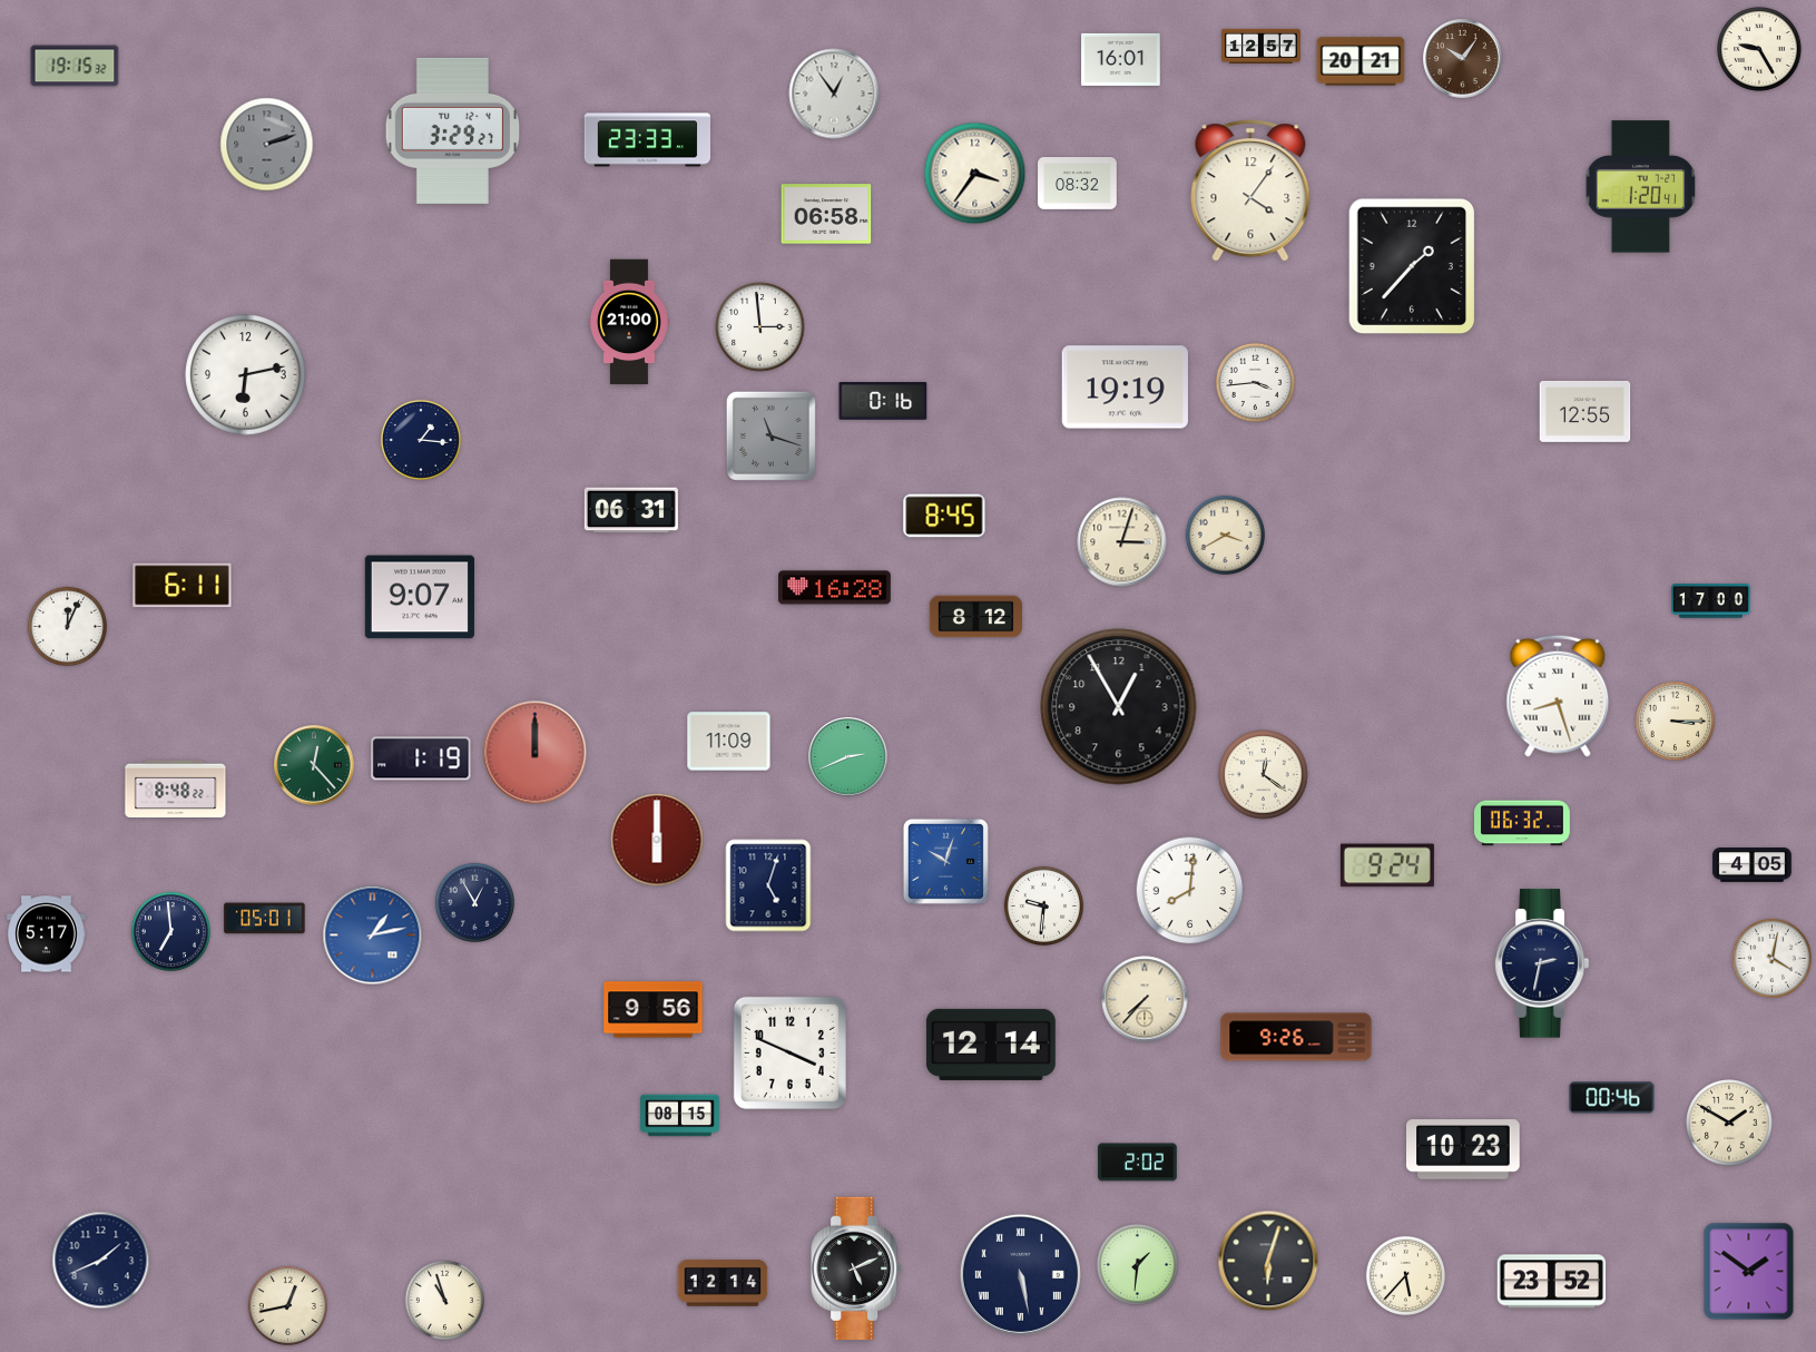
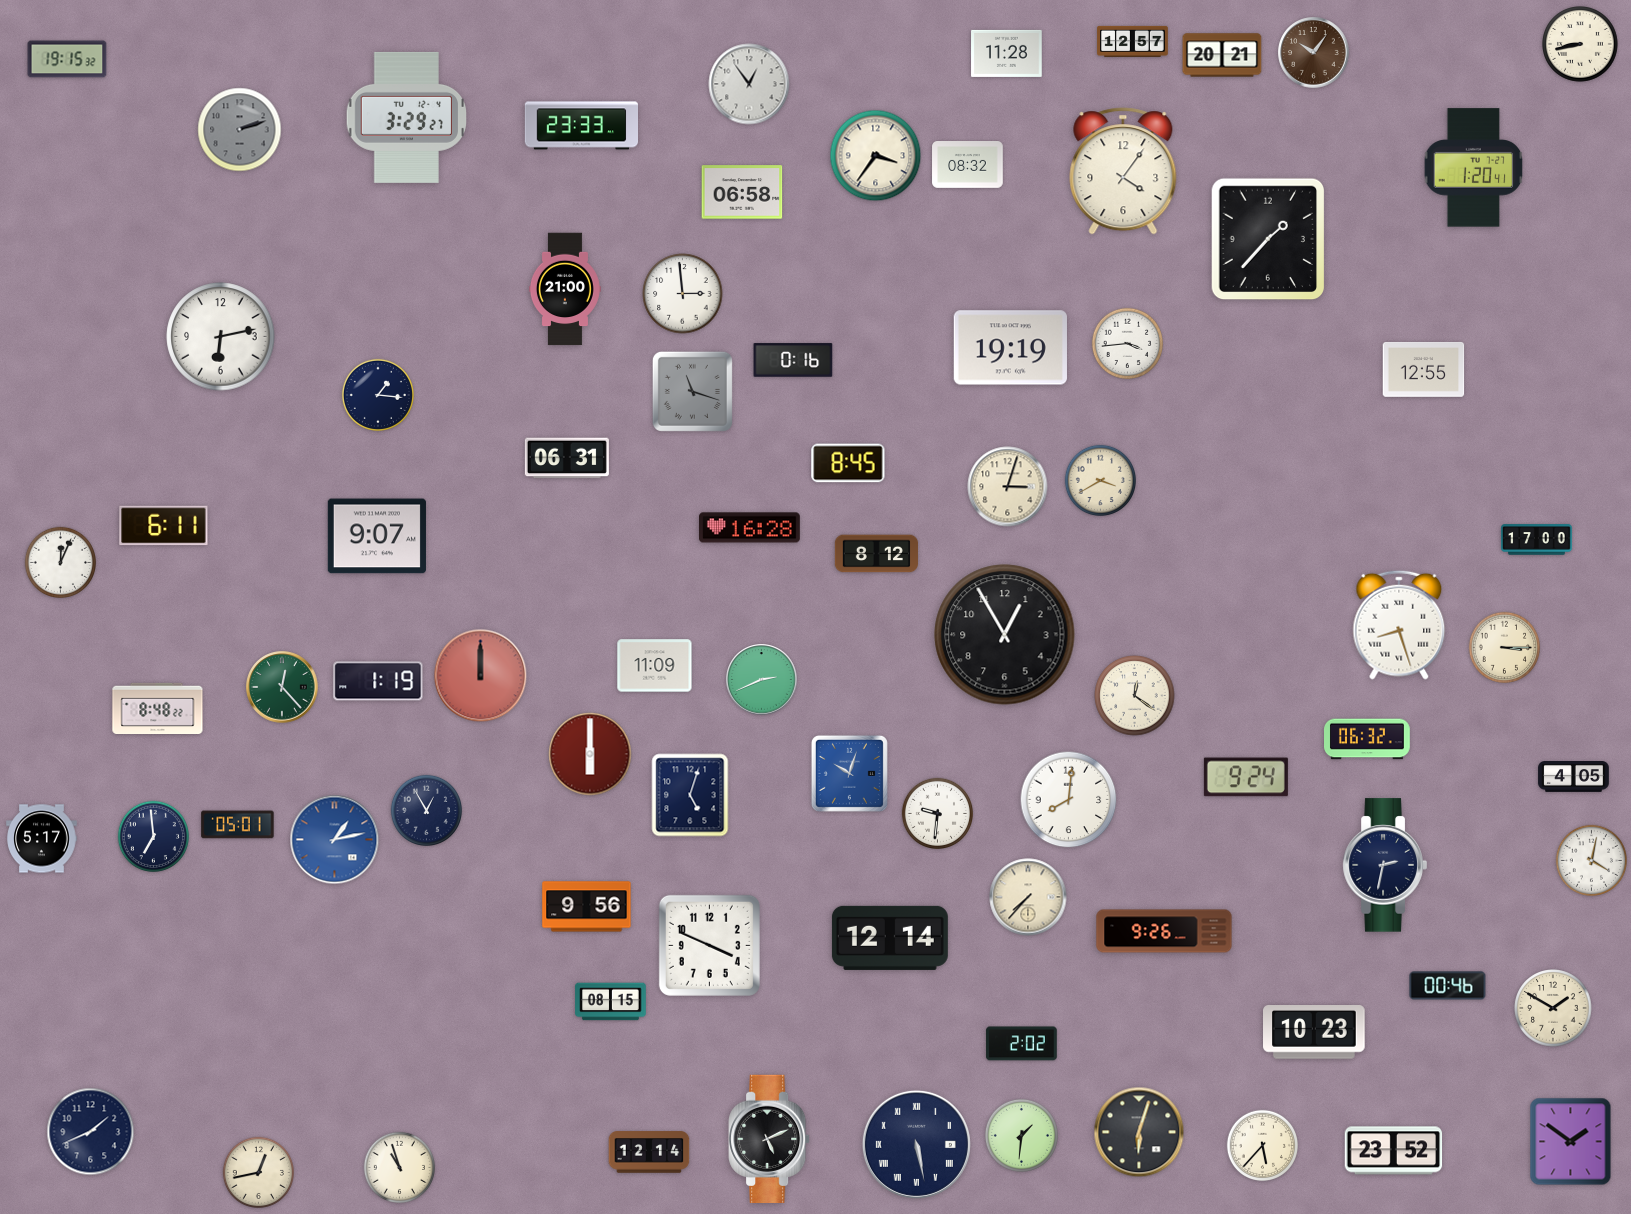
clock at (1760, 50): 9:25 -> 8:43
clock at (1121, 59): 16:01 -> 11:28
